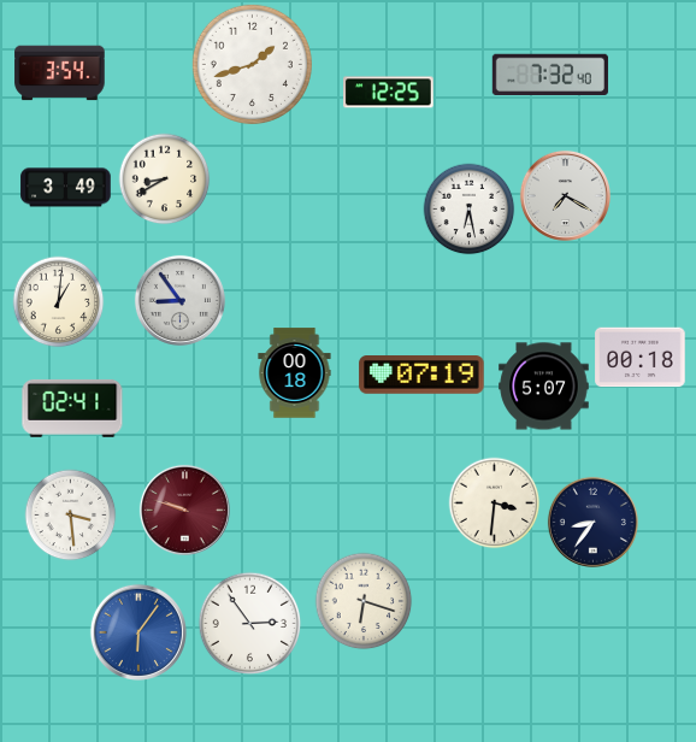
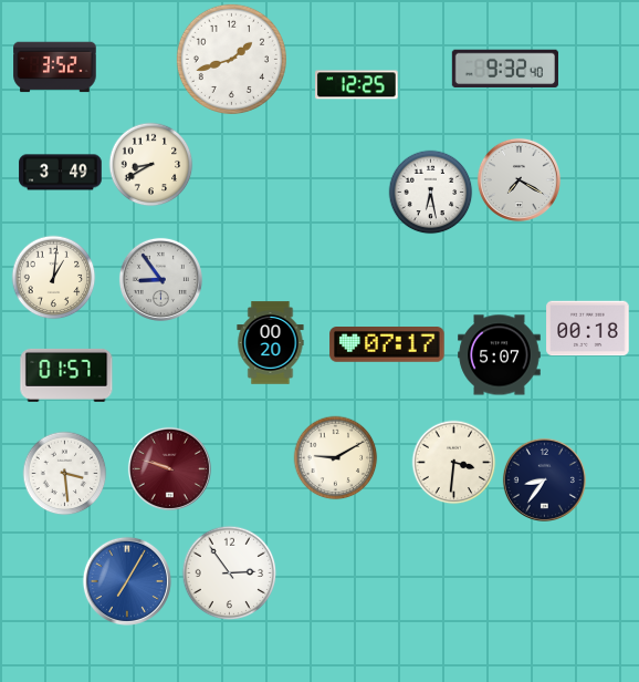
clock at (60, 73): 3:54 -> 3:52
clock at (550, 75): 7:32 -> 9:32
clock at (179, 300) position: (179, 300) -> (160, 279)
clock at (295, 373): 00:18 -> 00:20
clock at (421, 376): 07:19 -> 07:17
clock at (72, 408): 02:41 -> 01:57
clock at (336, 458): none -> 9:10
clock at (364, 601): 6:18 -> none
clock at (138, 632): 6:06 -> 7:05
